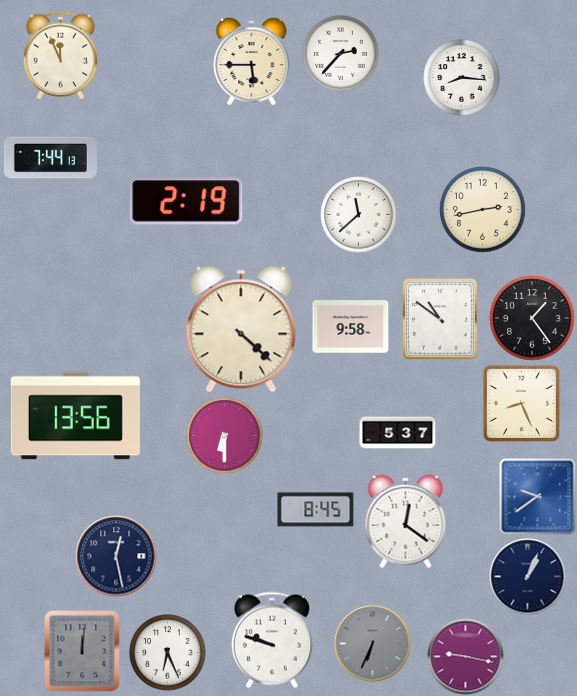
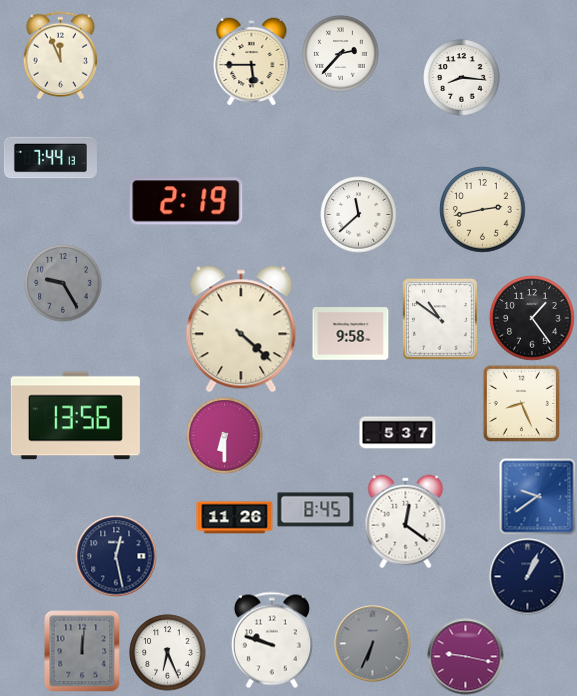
clock at (63, 283): none -> 9:25
clock at (351, 327) position: (351, 327) -> (351, 334)
clock at (235, 518): none -> 11:26
